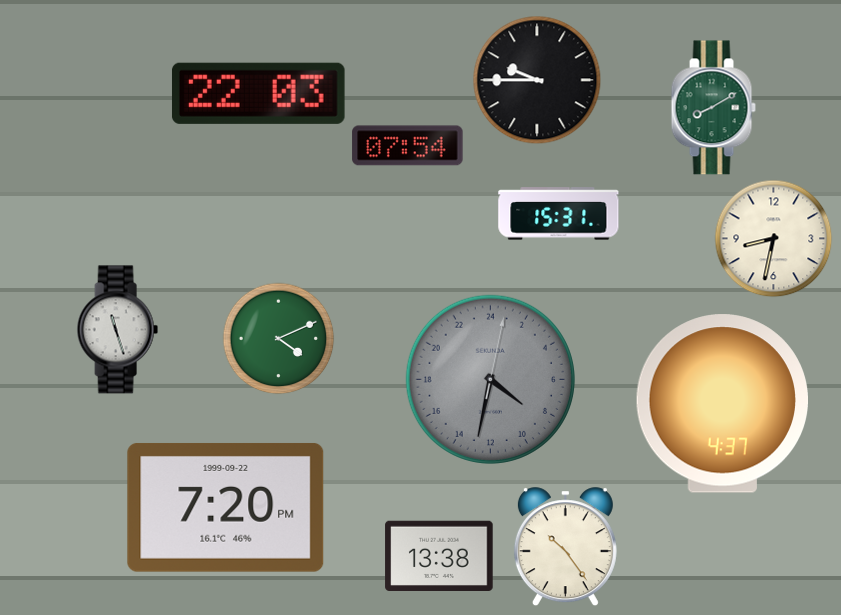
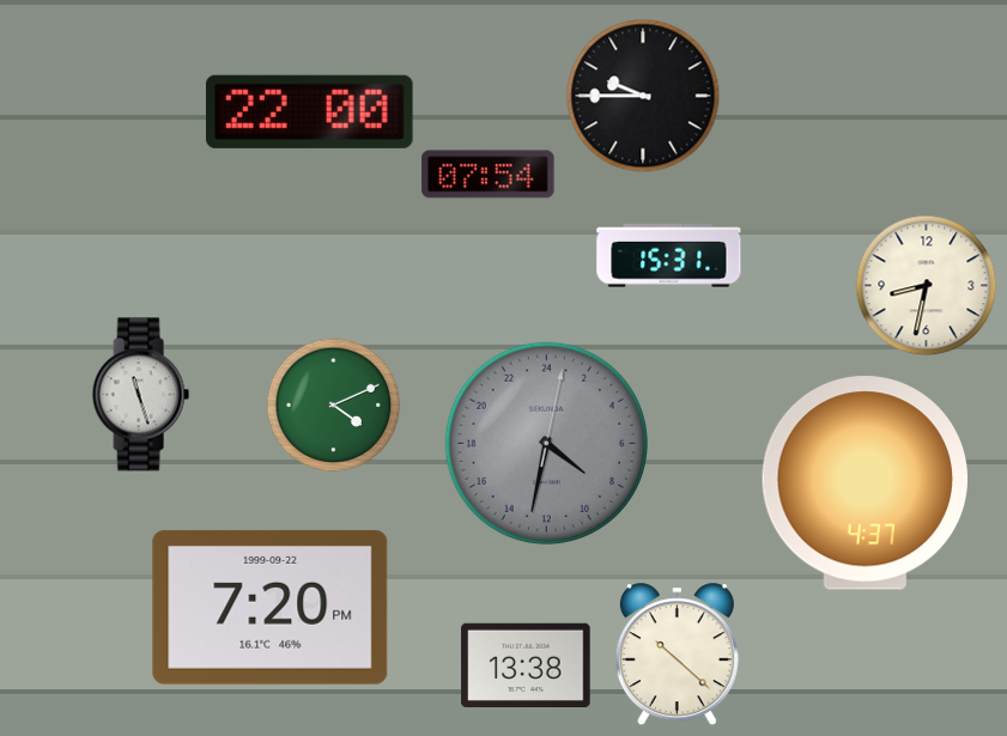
clock at (258, 93): 22:03 -> 22:00
clock at (713, 108): 8:10 -> none
clock at (490, 379) position: (490, 379) -> (546, 443)
clock at (565, 547): 10:24 -> 10:22
